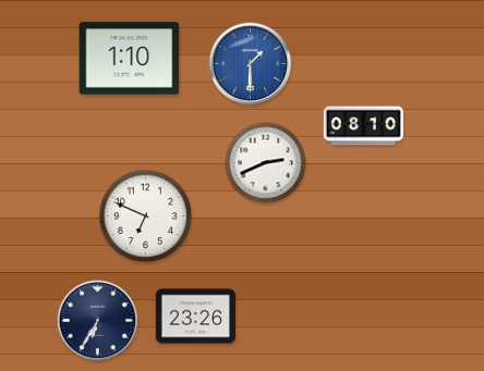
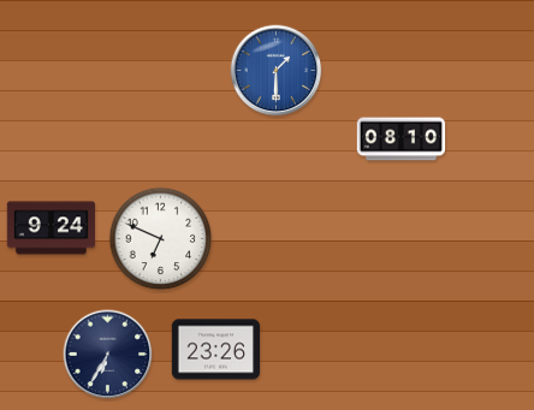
clock at (130, 59): 1:10 -> none
clock at (266, 163): 2:41 -> none
clock at (52, 228): none -> 9:24
